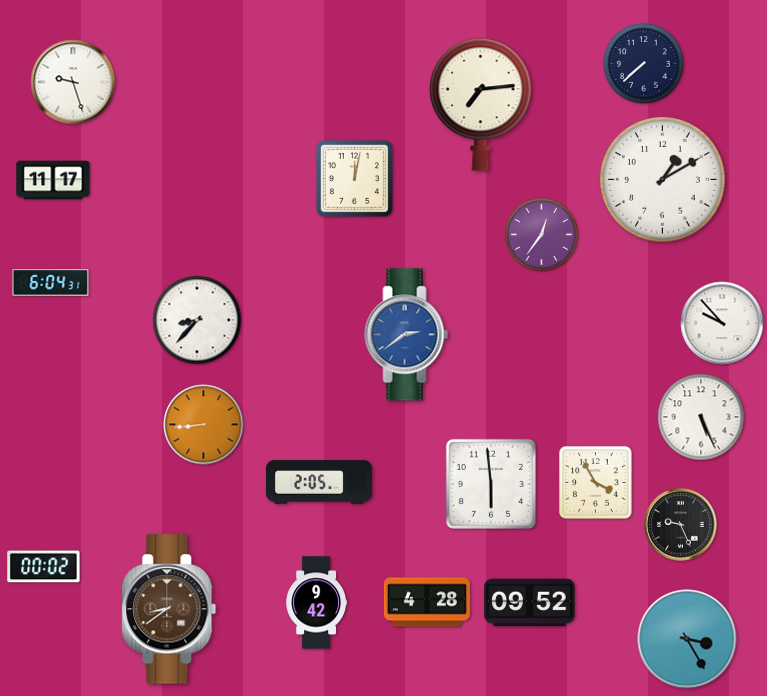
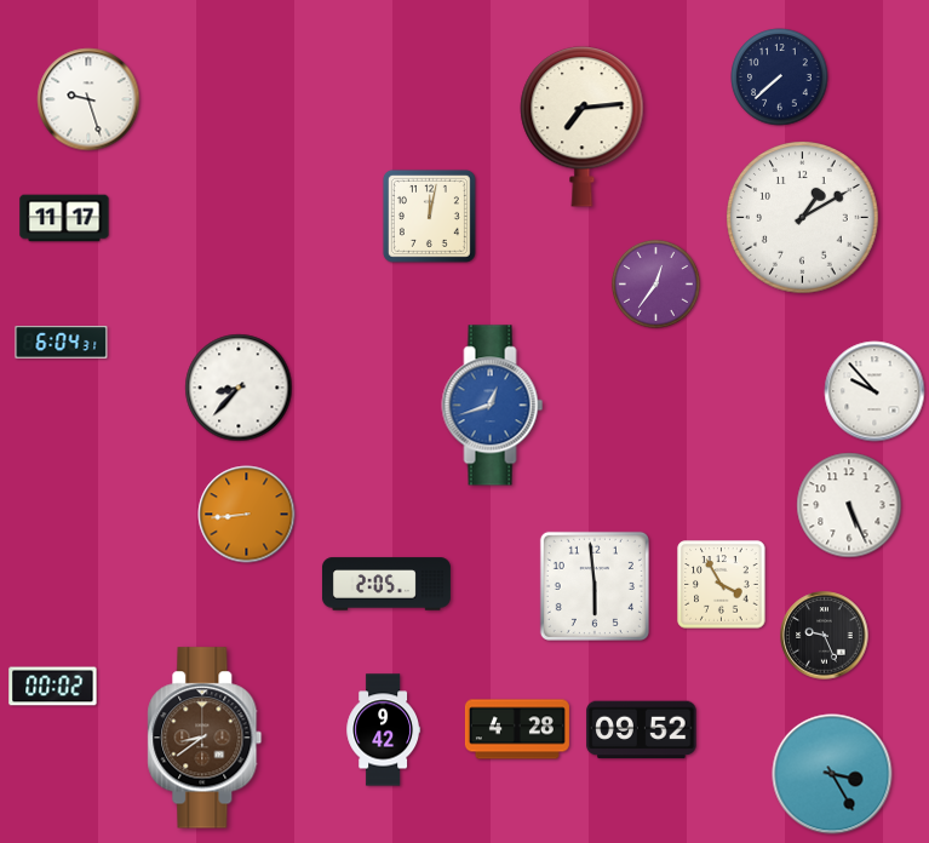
clock at (407, 335): 2:39 -> 12:42
